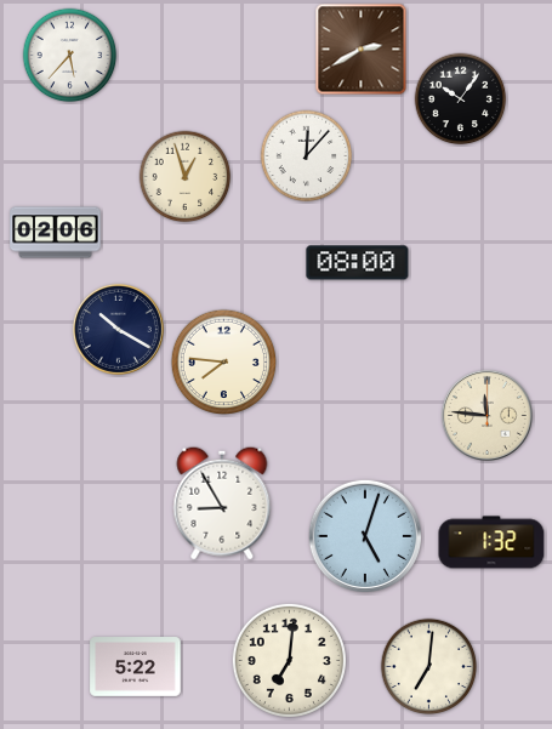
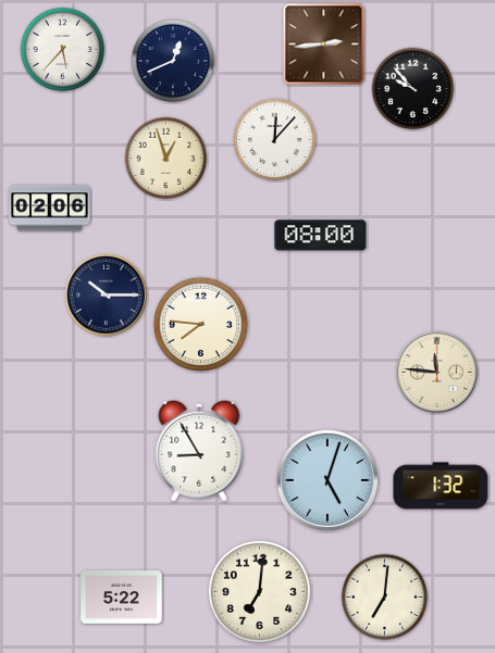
clock at (362, 50): 2:40 -> 2:44
clock at (173, 61): none -> 12:41
clock at (461, 99): 10:06 -> 9:53
clock at (118, 329): 10:20 -> 10:15
